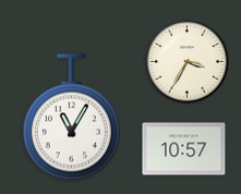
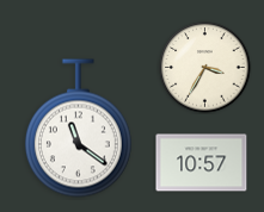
clock at (71, 118): 11:05 -> 11:21
